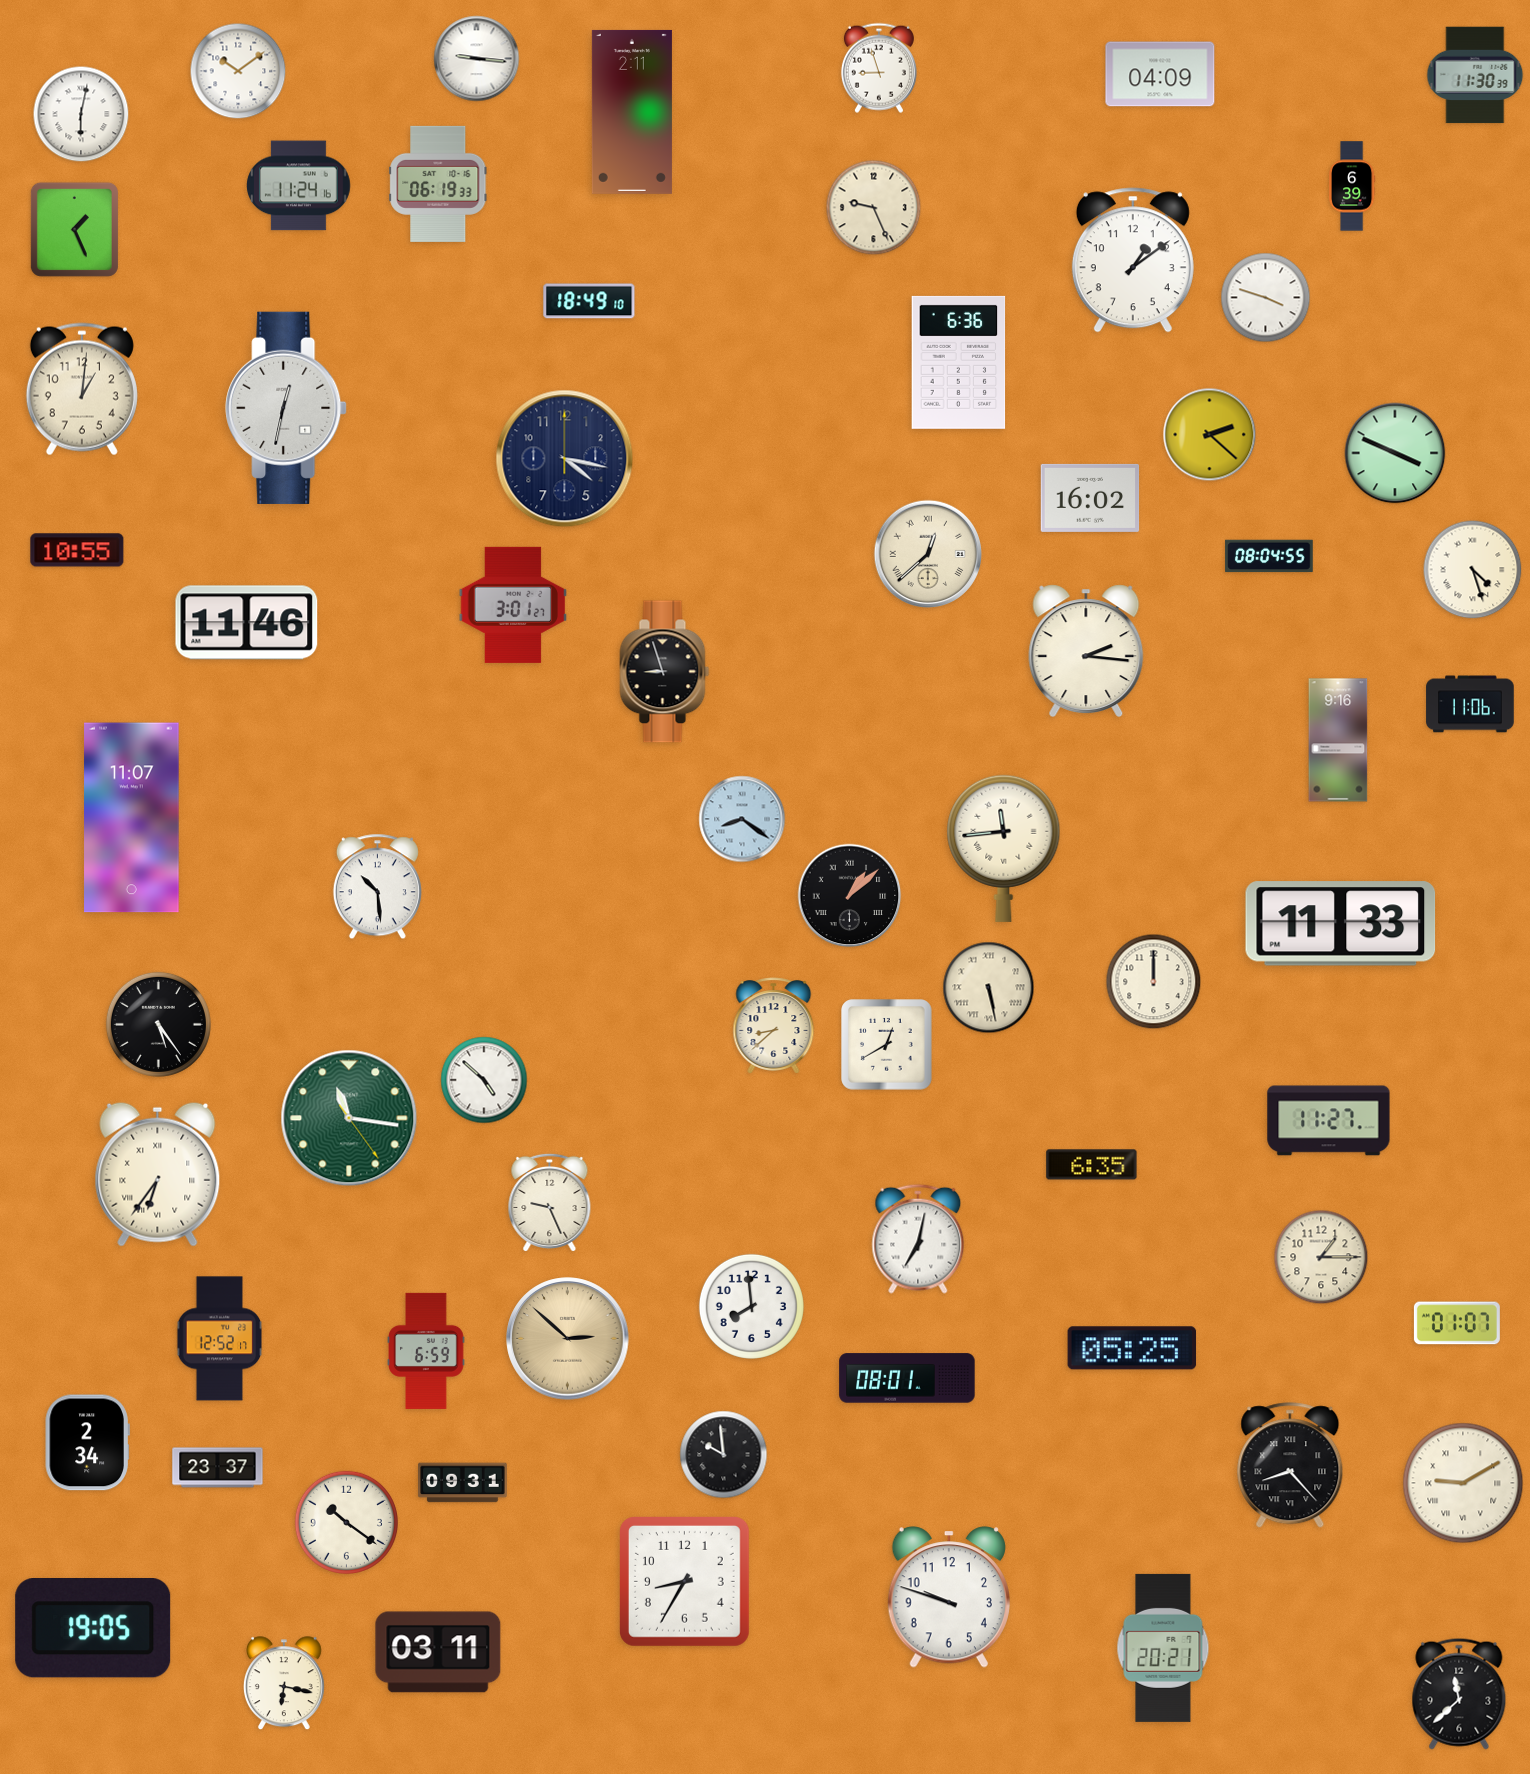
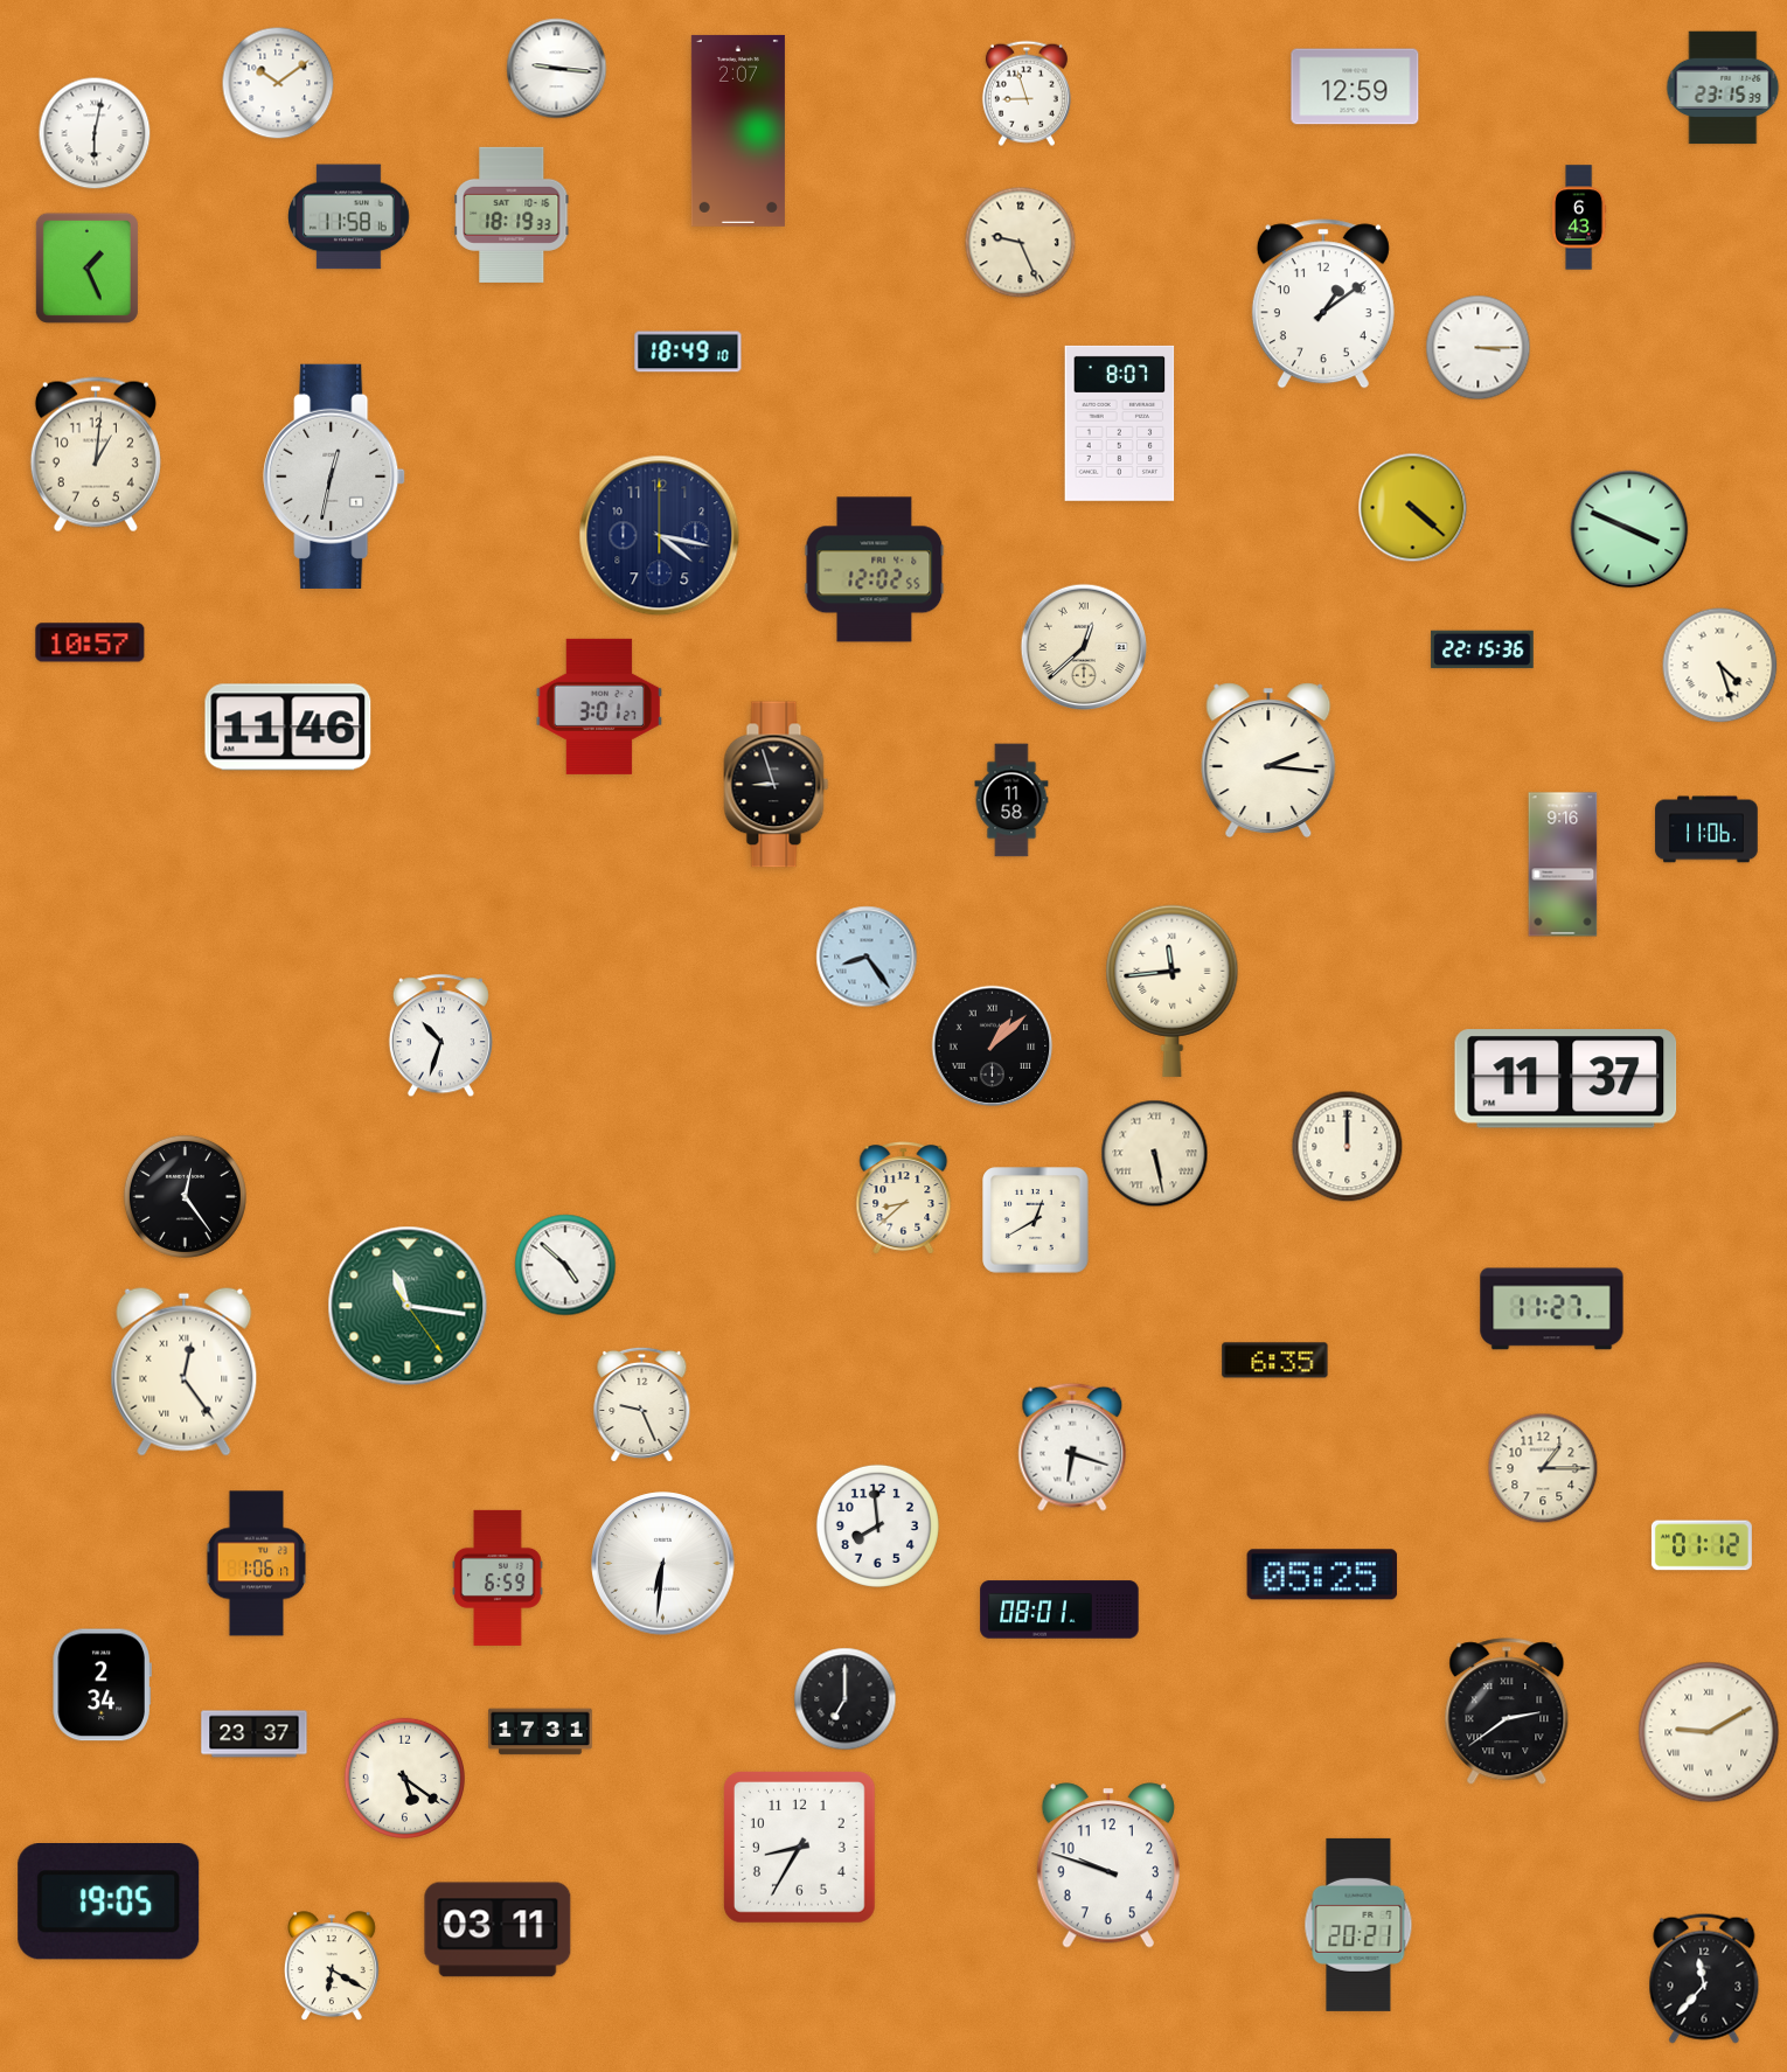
clock at (879, 68) position: (879, 68) -> (1027, 93)
clock at (1160, 74): 04:09 -> 12:59
clock at (1475, 75): 11:30 -> 23:15
clock at (632, 112): 2:11 -> 2:07
clock at (438, 184): 06:19 -> 18:19
clock at (299, 186): 11:24 -> 11:58
clock at (1352, 186): 6:39 -> 6:43
clock at (1266, 298): 3:48 -> 3:15
clock at (959, 362): 6:36 -> 8:07
clock at (1210, 435): 2:22 -> 4:22
clock at (875, 570): none -> 12:02
clock at (1090, 498): 16:02 -> none
clock at (77, 550): 10:55 -> 10:57
clock at (1269, 556): 08:04 -> 22:15
clock at (1011, 800): none -> 11:58
clock at (1470, 704) position: (1470, 704) -> (1706, 829)
clock at (132, 818): 11:07 -> none
clock at (742, 819): 8:21 -> 8:24
clock at (377, 887): 10:29 -> 10:33
clock at (1341, 924): 11:33 -> 11:37
clock at (158, 1024): 5:24 -> 12:24
clock at (484, 1080) position: (484, 1080) -> (565, 1265)
clock at (158, 1174): 6:36 -> 12:24
clock at (918, 1239): 7:02 -> 6:18
clock at (1457, 1323): 01:07 -> 01:12
clock at (220, 1339): 12:52 -> 1:06
clock at (568, 1339): 2:52 -> 6:31
clock at (568, 1339) dial: champagne -> white
clock at (724, 1455): 9:59 -> 7:00
clock at (1290, 1466): 8:23 -> 2:39
clock at (218, 1468) position: (218, 1468) -> (255, 1734)
clock at (463, 1483): 09:31 -> 17:31
clock at (346, 1522): 10:21 -> 5:21
clock at (438, 1652) position: (438, 1652) -> (498, 1930)
clock at (284, 1684): 6:17 -> 6:20
clock at (1459, 1694): 11:38 -> 11:37
